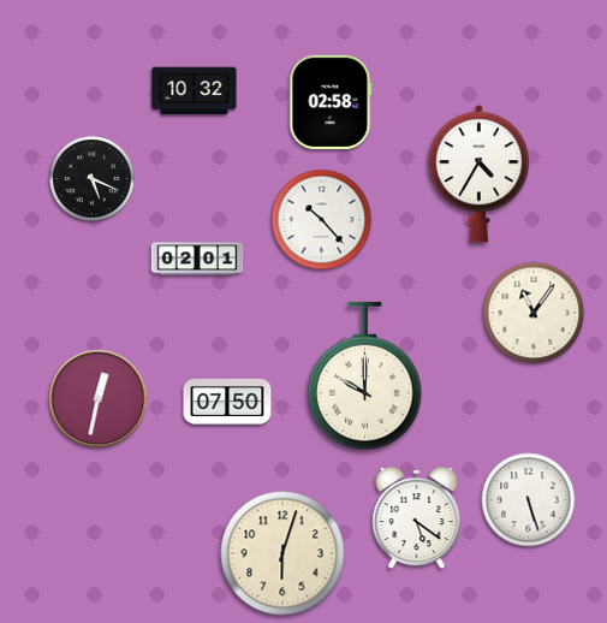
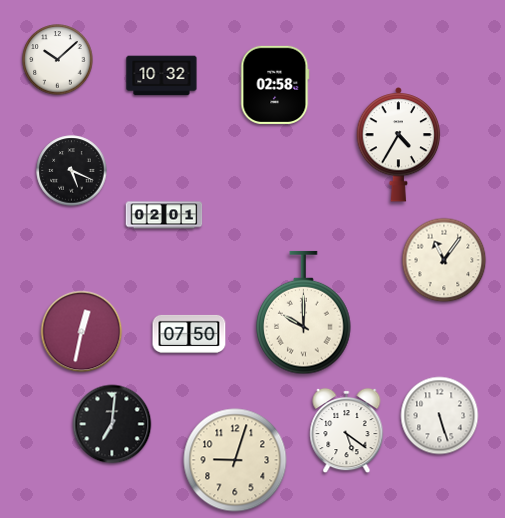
clock at (58, 60): none -> 10:08
clock at (93, 179) position: (93, 179) -> (72, 171)
clock at (322, 220): 10:23 -> none
clock at (112, 424): none -> 7:01
clock at (282, 553): 6:03 -> 9:03
